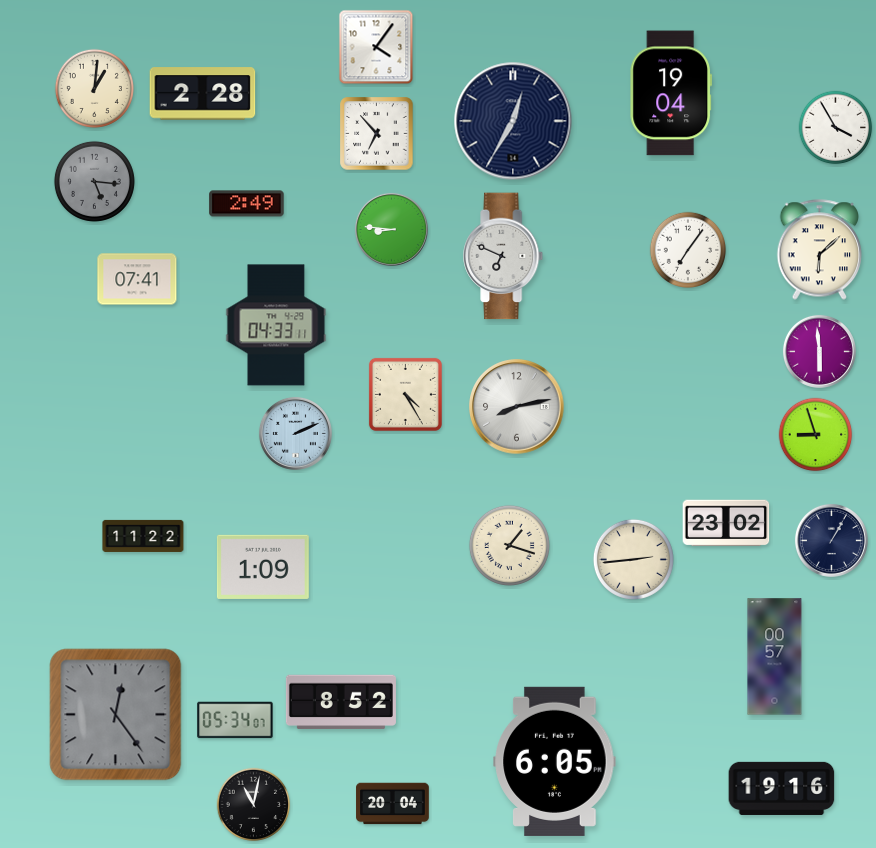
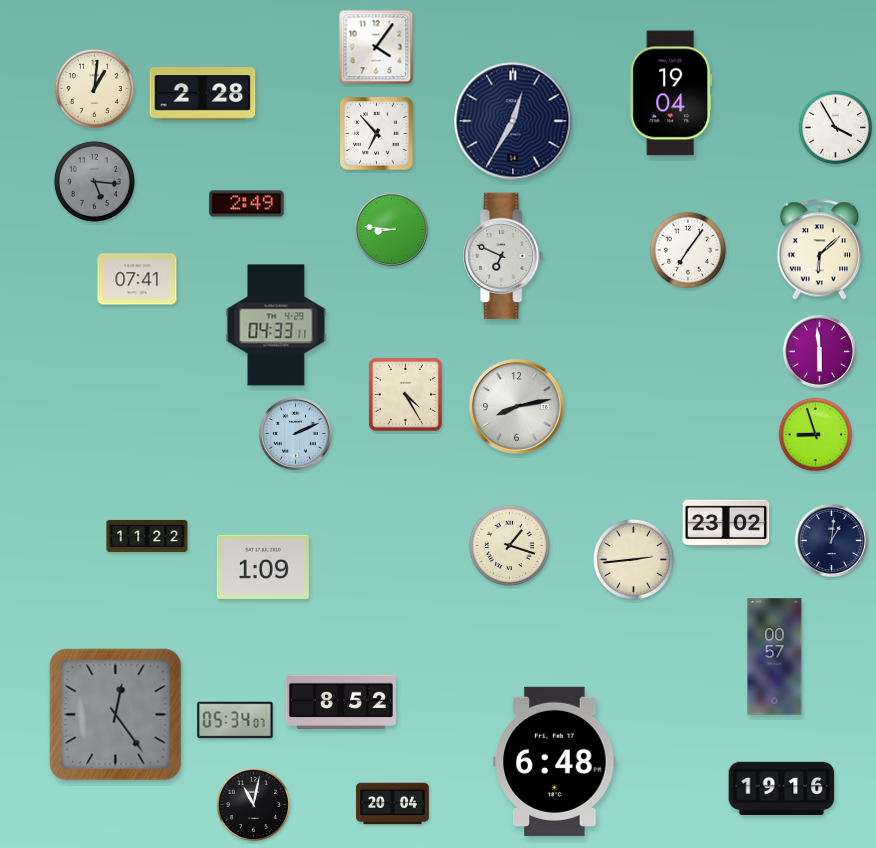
clock at (143, 536) position: (143, 536) -> (147, 536)
clock at (831, 540): 1:05 -> 1:01
clock at (555, 761): 6:05 -> 6:48
